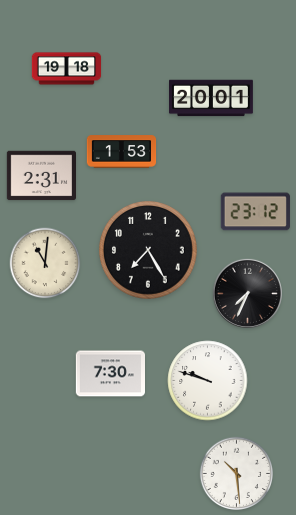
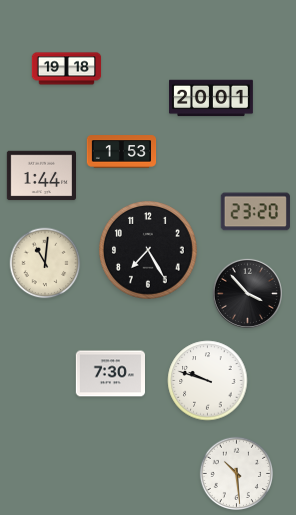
clock at (41, 176): 2:31 -> 1:44
clock at (255, 212): 23:12 -> 23:20
clock at (247, 293): 7:34 -> 3:53
